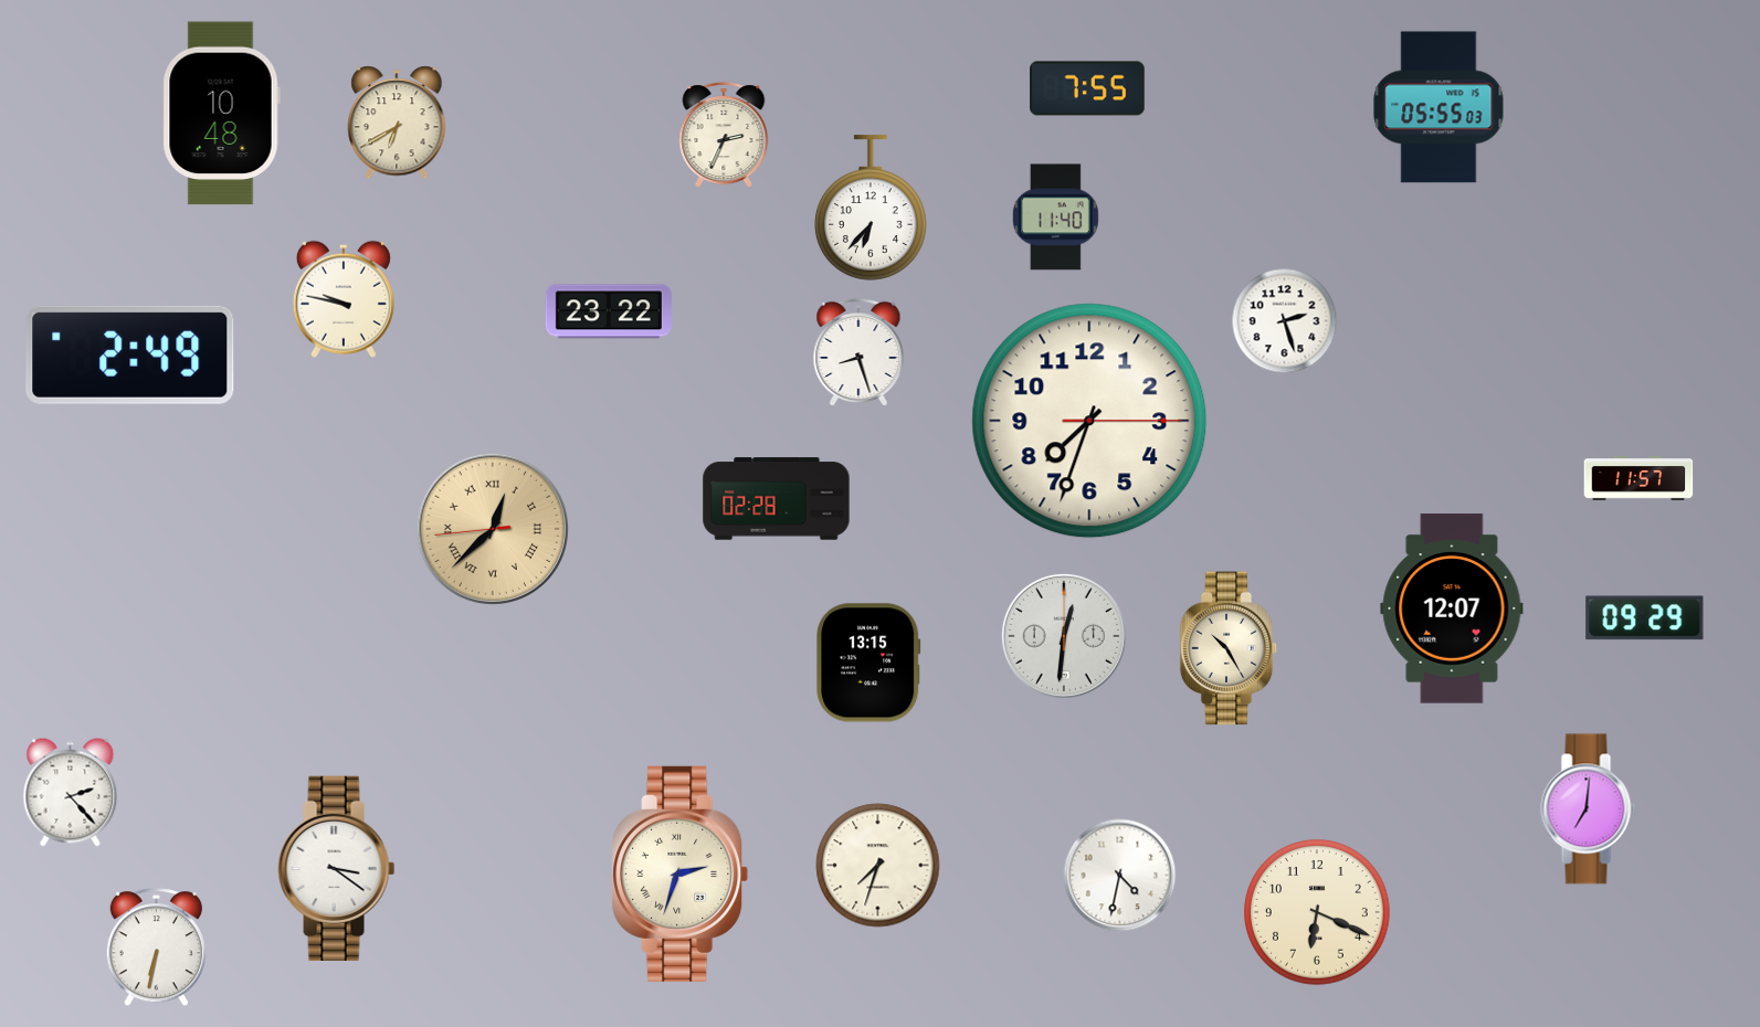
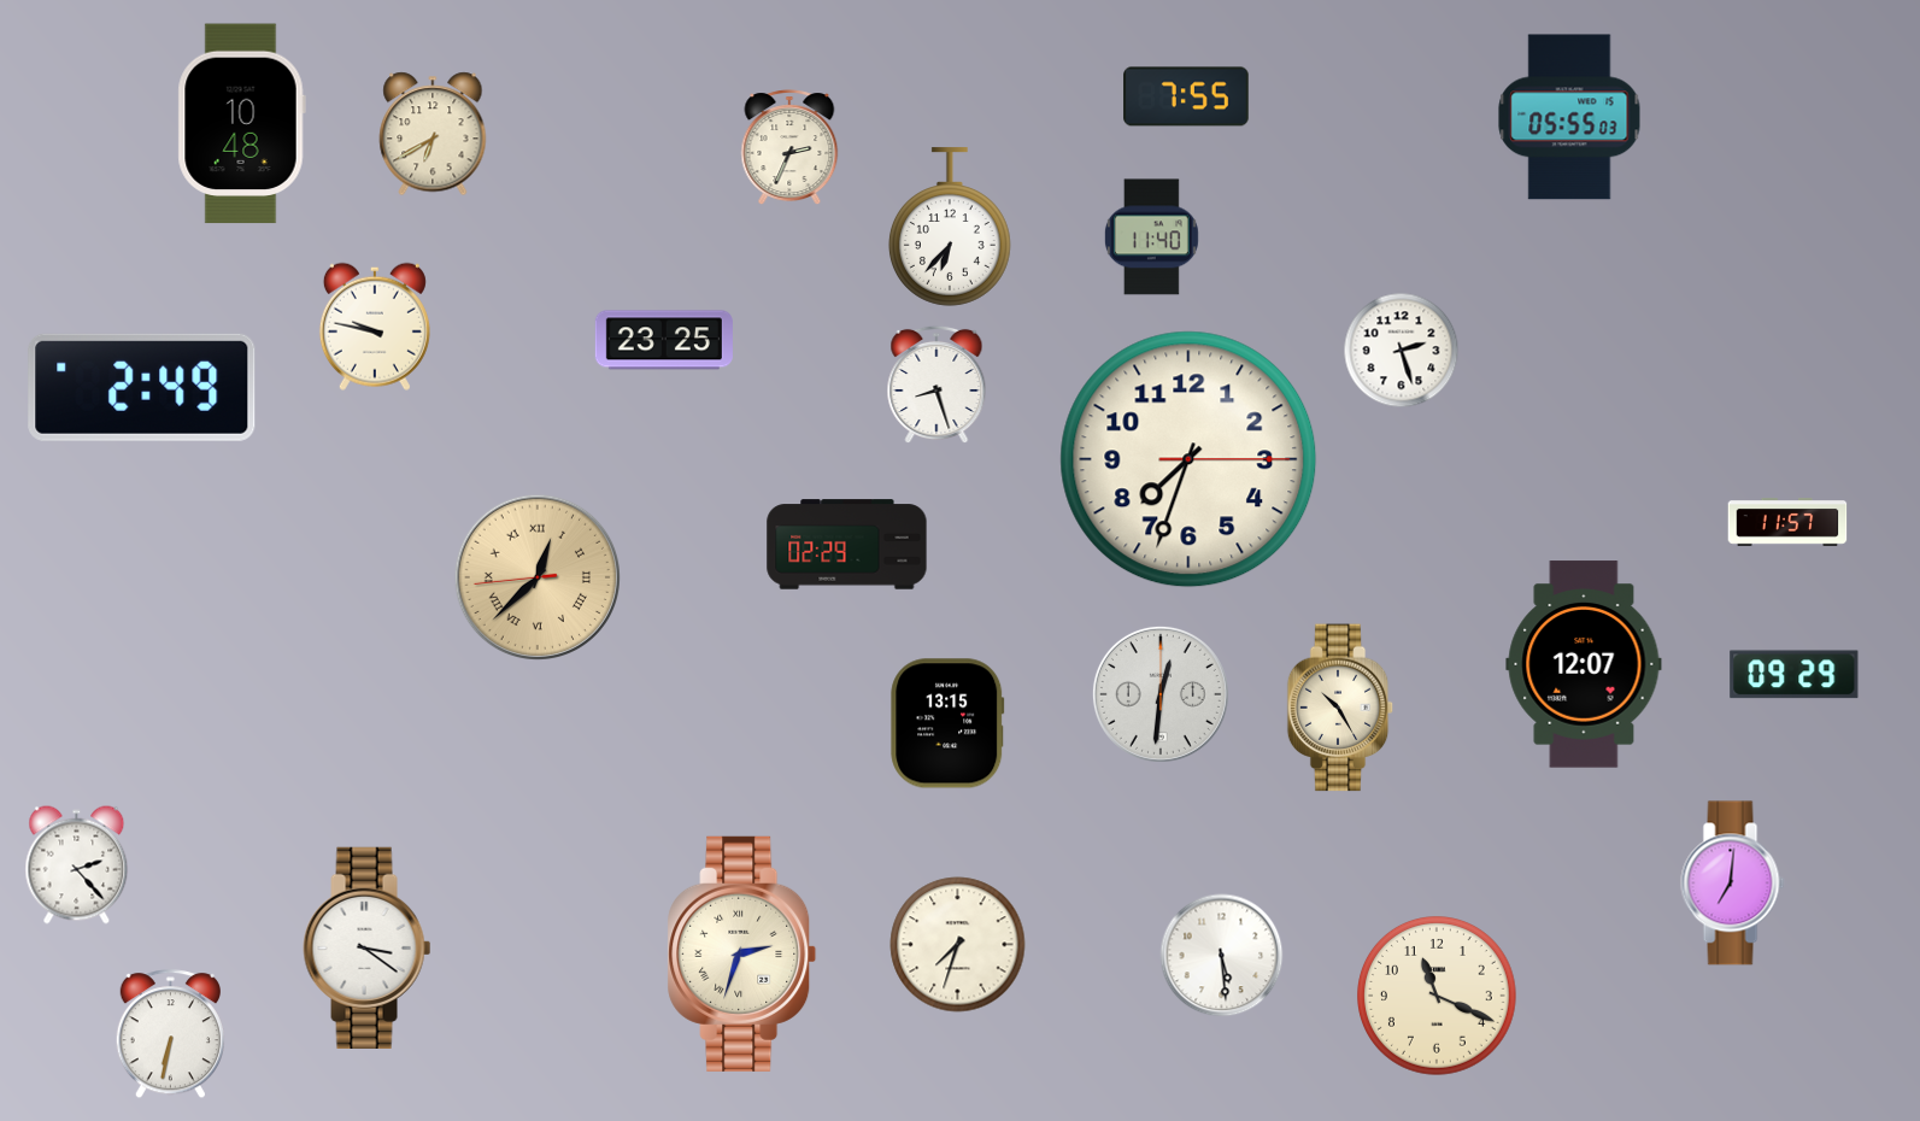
clock at (609, 311): 23:22 -> 23:25
clock at (777, 499): 02:28 -> 02:29
clock at (1120, 876): 4:32 -> 5:29
clock at (1318, 913): 6:19 -> 11:19
